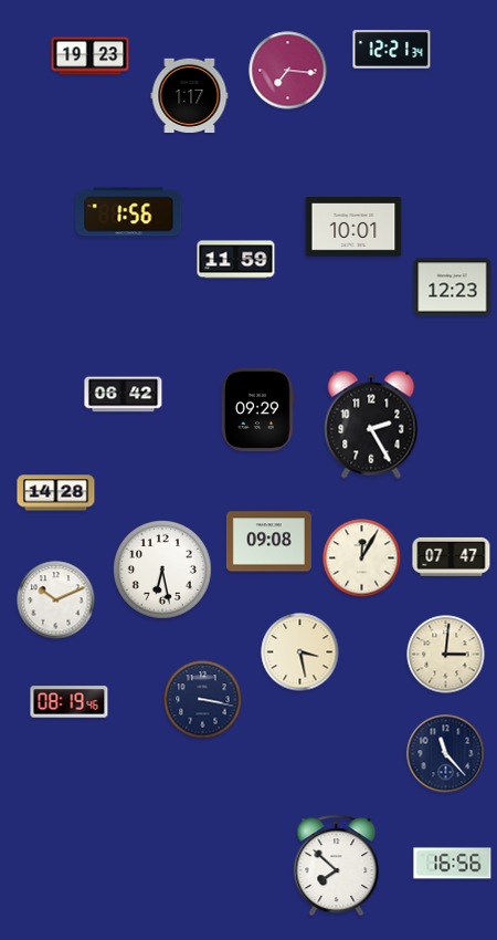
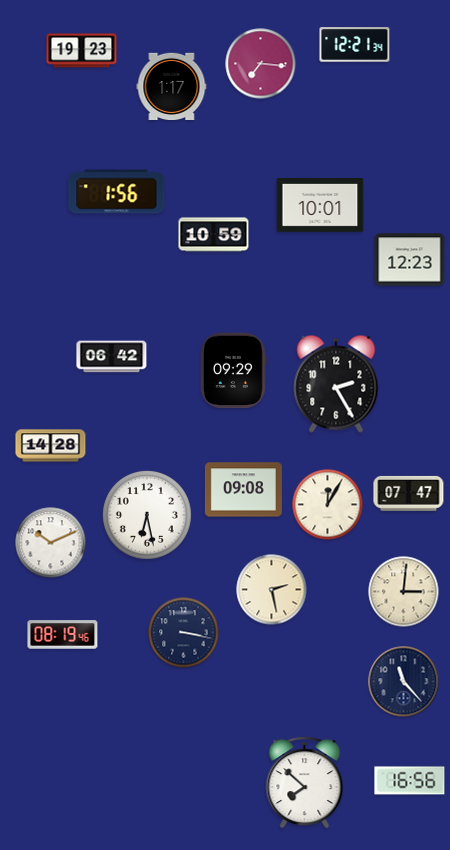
clock at (236, 260): 11:59 -> 10:59
clock at (452, 556) position: (452, 556) -> (409, 493)
clock at (300, 652): 3:28 -> 2:28
